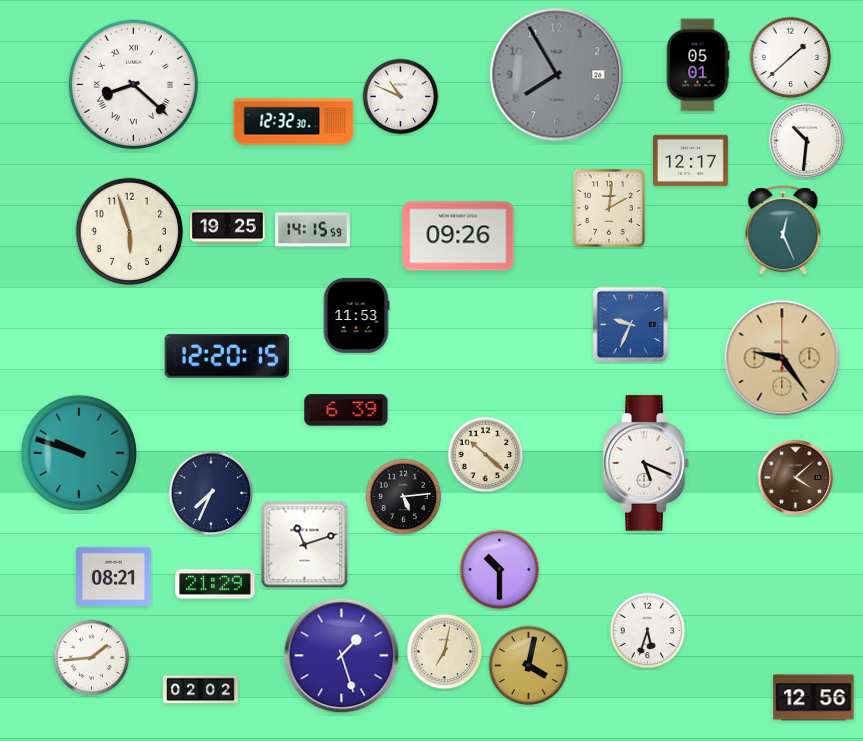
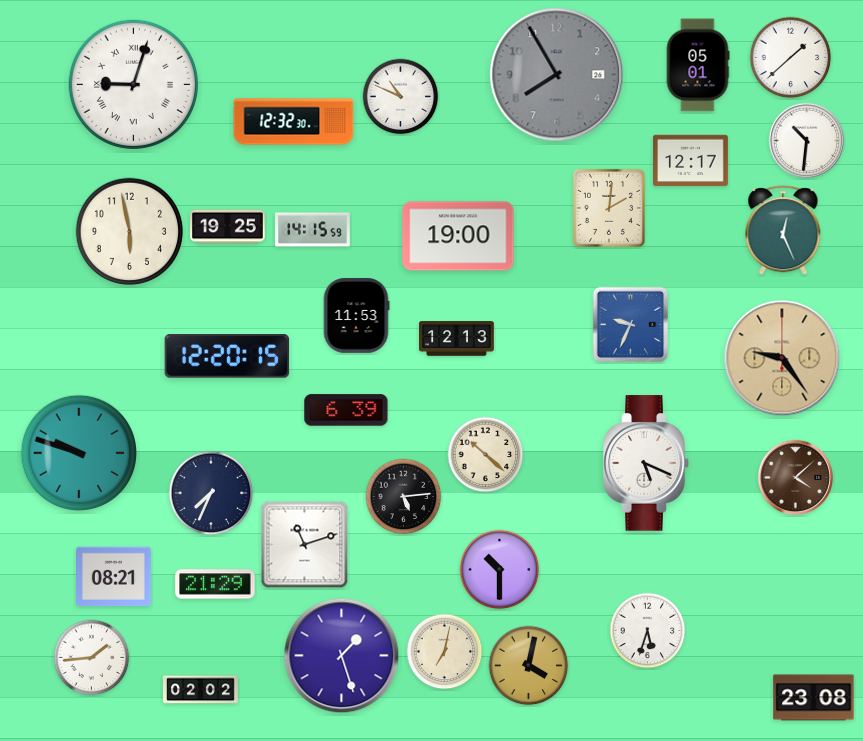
clock at (133, 84): 8:22 -> 9:03
clock at (130, 232): 5:57 -> 5:58
clock at (458, 236): 09:26 -> 19:00
clock at (457, 339): none -> 12:13
clock at (814, 698): 12:56 -> 23:08
